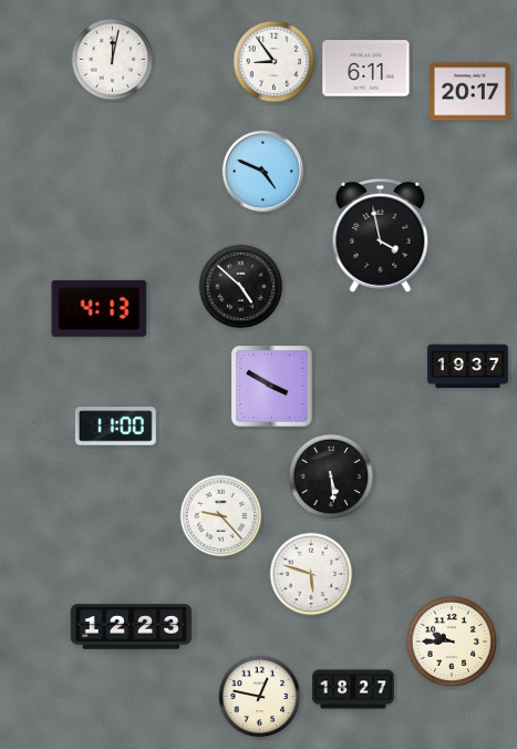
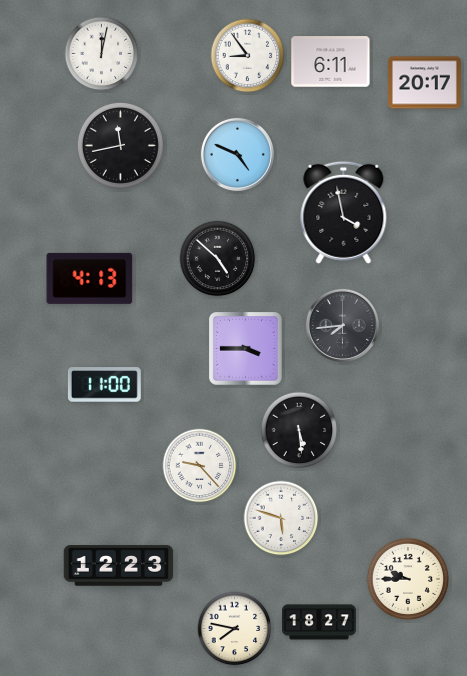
clock at (120, 145): none -> 11:43
clock at (342, 325): none -> 7:44
clock at (467, 367): 19:37 -> none
clock at (272, 387): 3:50 -> 3:45
clock at (260, 697): 12:47 -> 7:47
